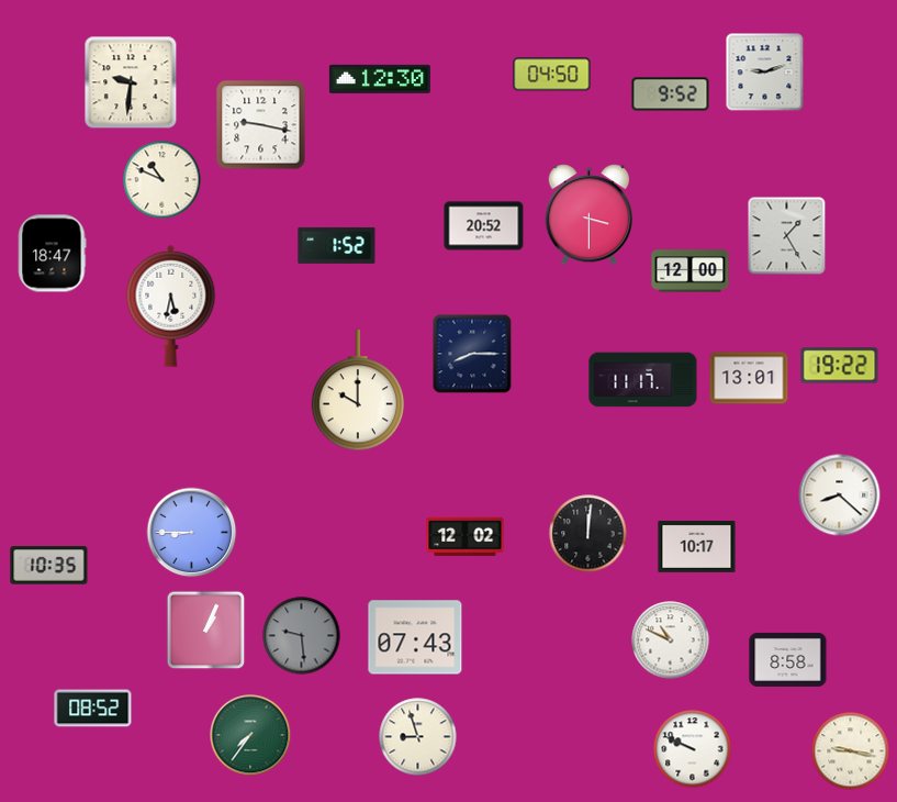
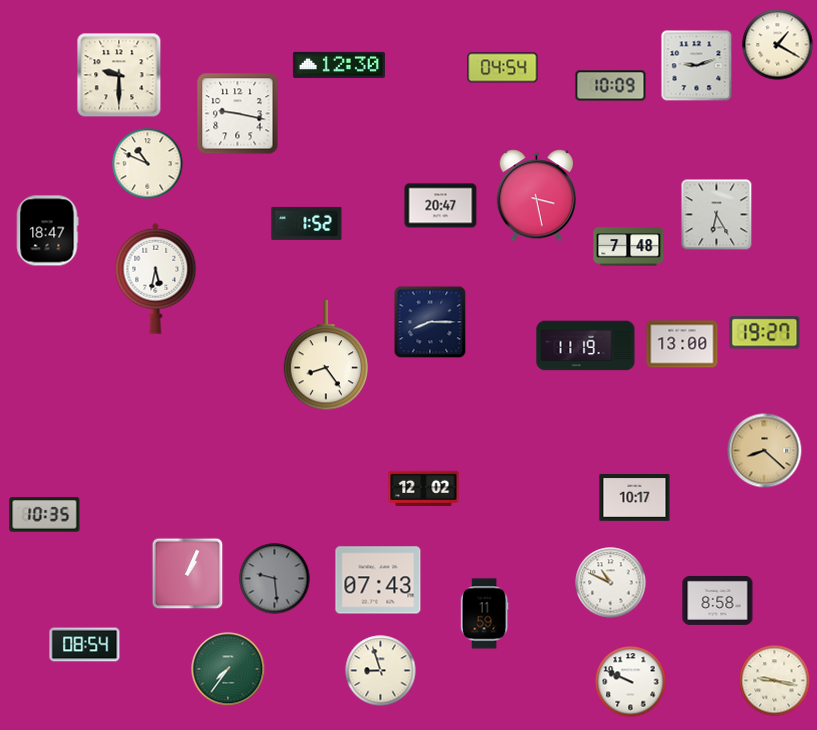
clock at (778, 45): none -> 1:20
clock at (552, 75): 04:50 -> 04:54
clock at (380, 79) position: (380, 79) -> (339, 65)
clock at (131, 82): 9:31 -> 9:30
clock at (671, 94): 9:52 -> 10:09
clock at (588, 215): 3:30 -> 3:28
clock at (484, 226): 20:52 -> 20:47
clock at (787, 236): 1:25 -> 6:25
clock at (691, 271): 12:00 -> 7:48
clock at (840, 366): 19:22 -> 19:27
clock at (749, 378): 13:01 -> 13:00
clock at (643, 380): 11:17 -> 11:19
clock at (358, 391): 10:00 -> 8:24
clock at (840, 495) dial: white -> champagne
clock at (192, 533): 8:45 -> none
clock at (588, 534): 12:01 -> none
clock at (484, 614): none -> 11:59
clock at (93, 709): 08:52 -> 08:54
clock at (851, 751) position: (851, 751) -> (775, 681)
